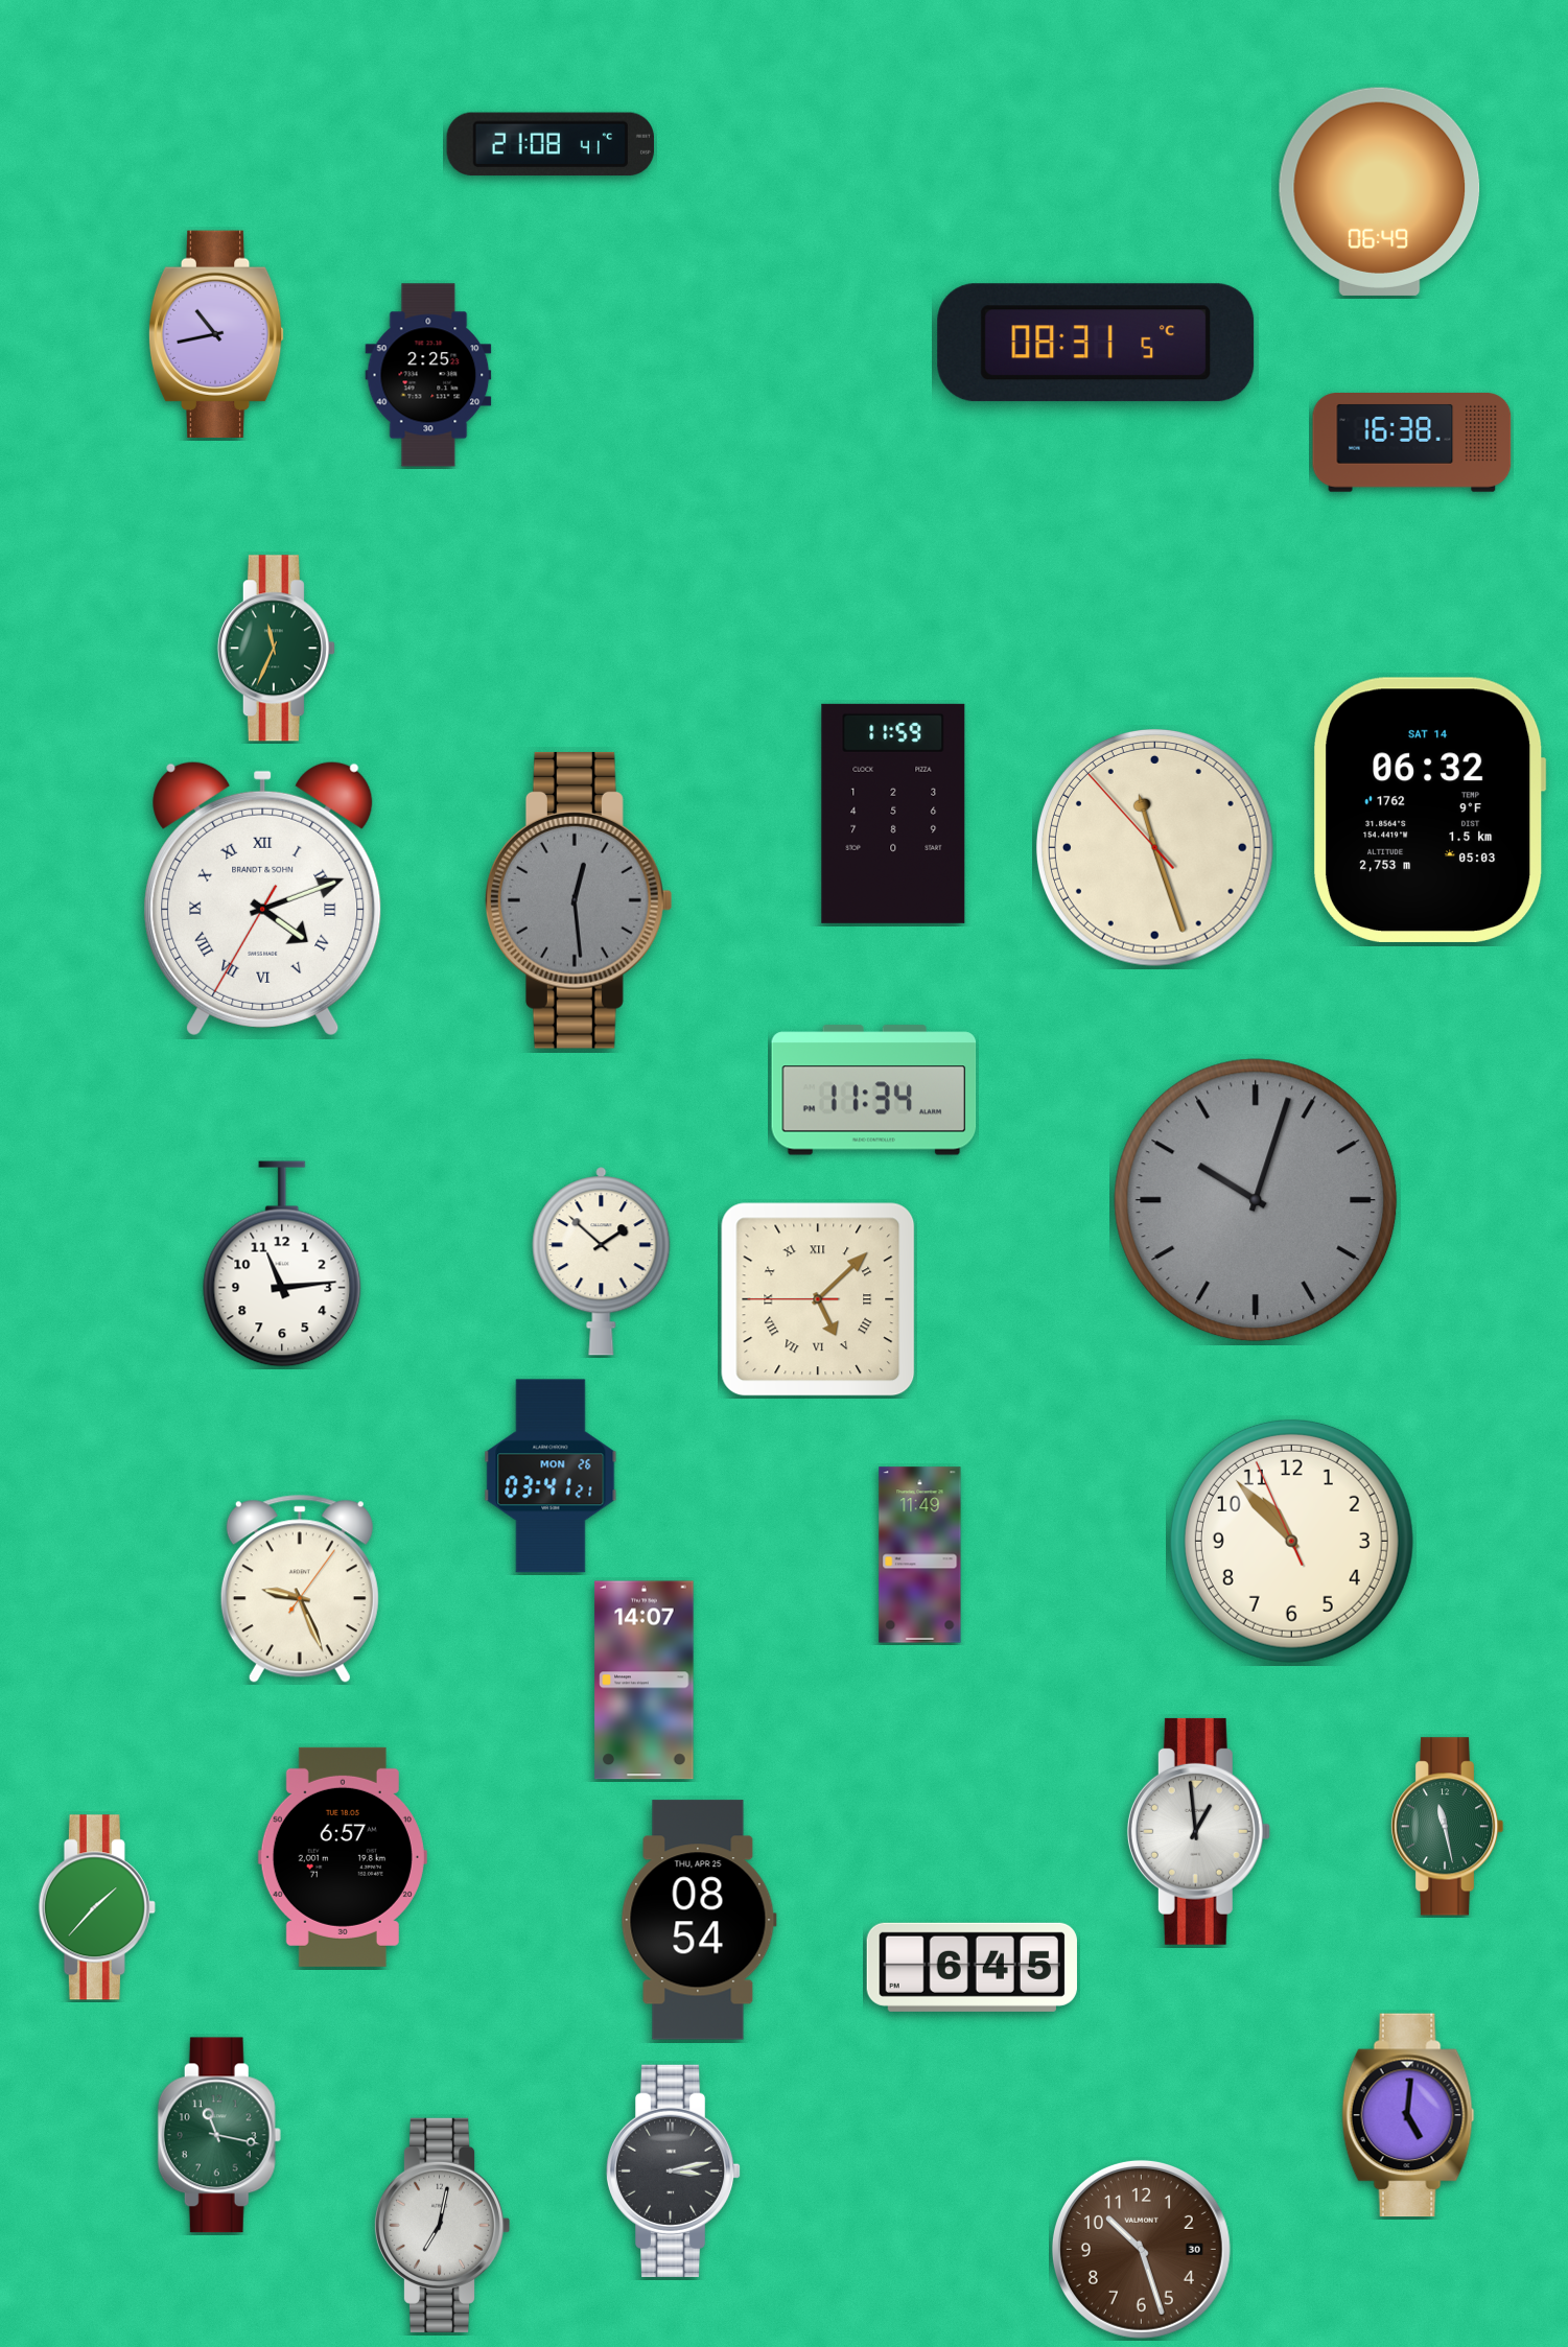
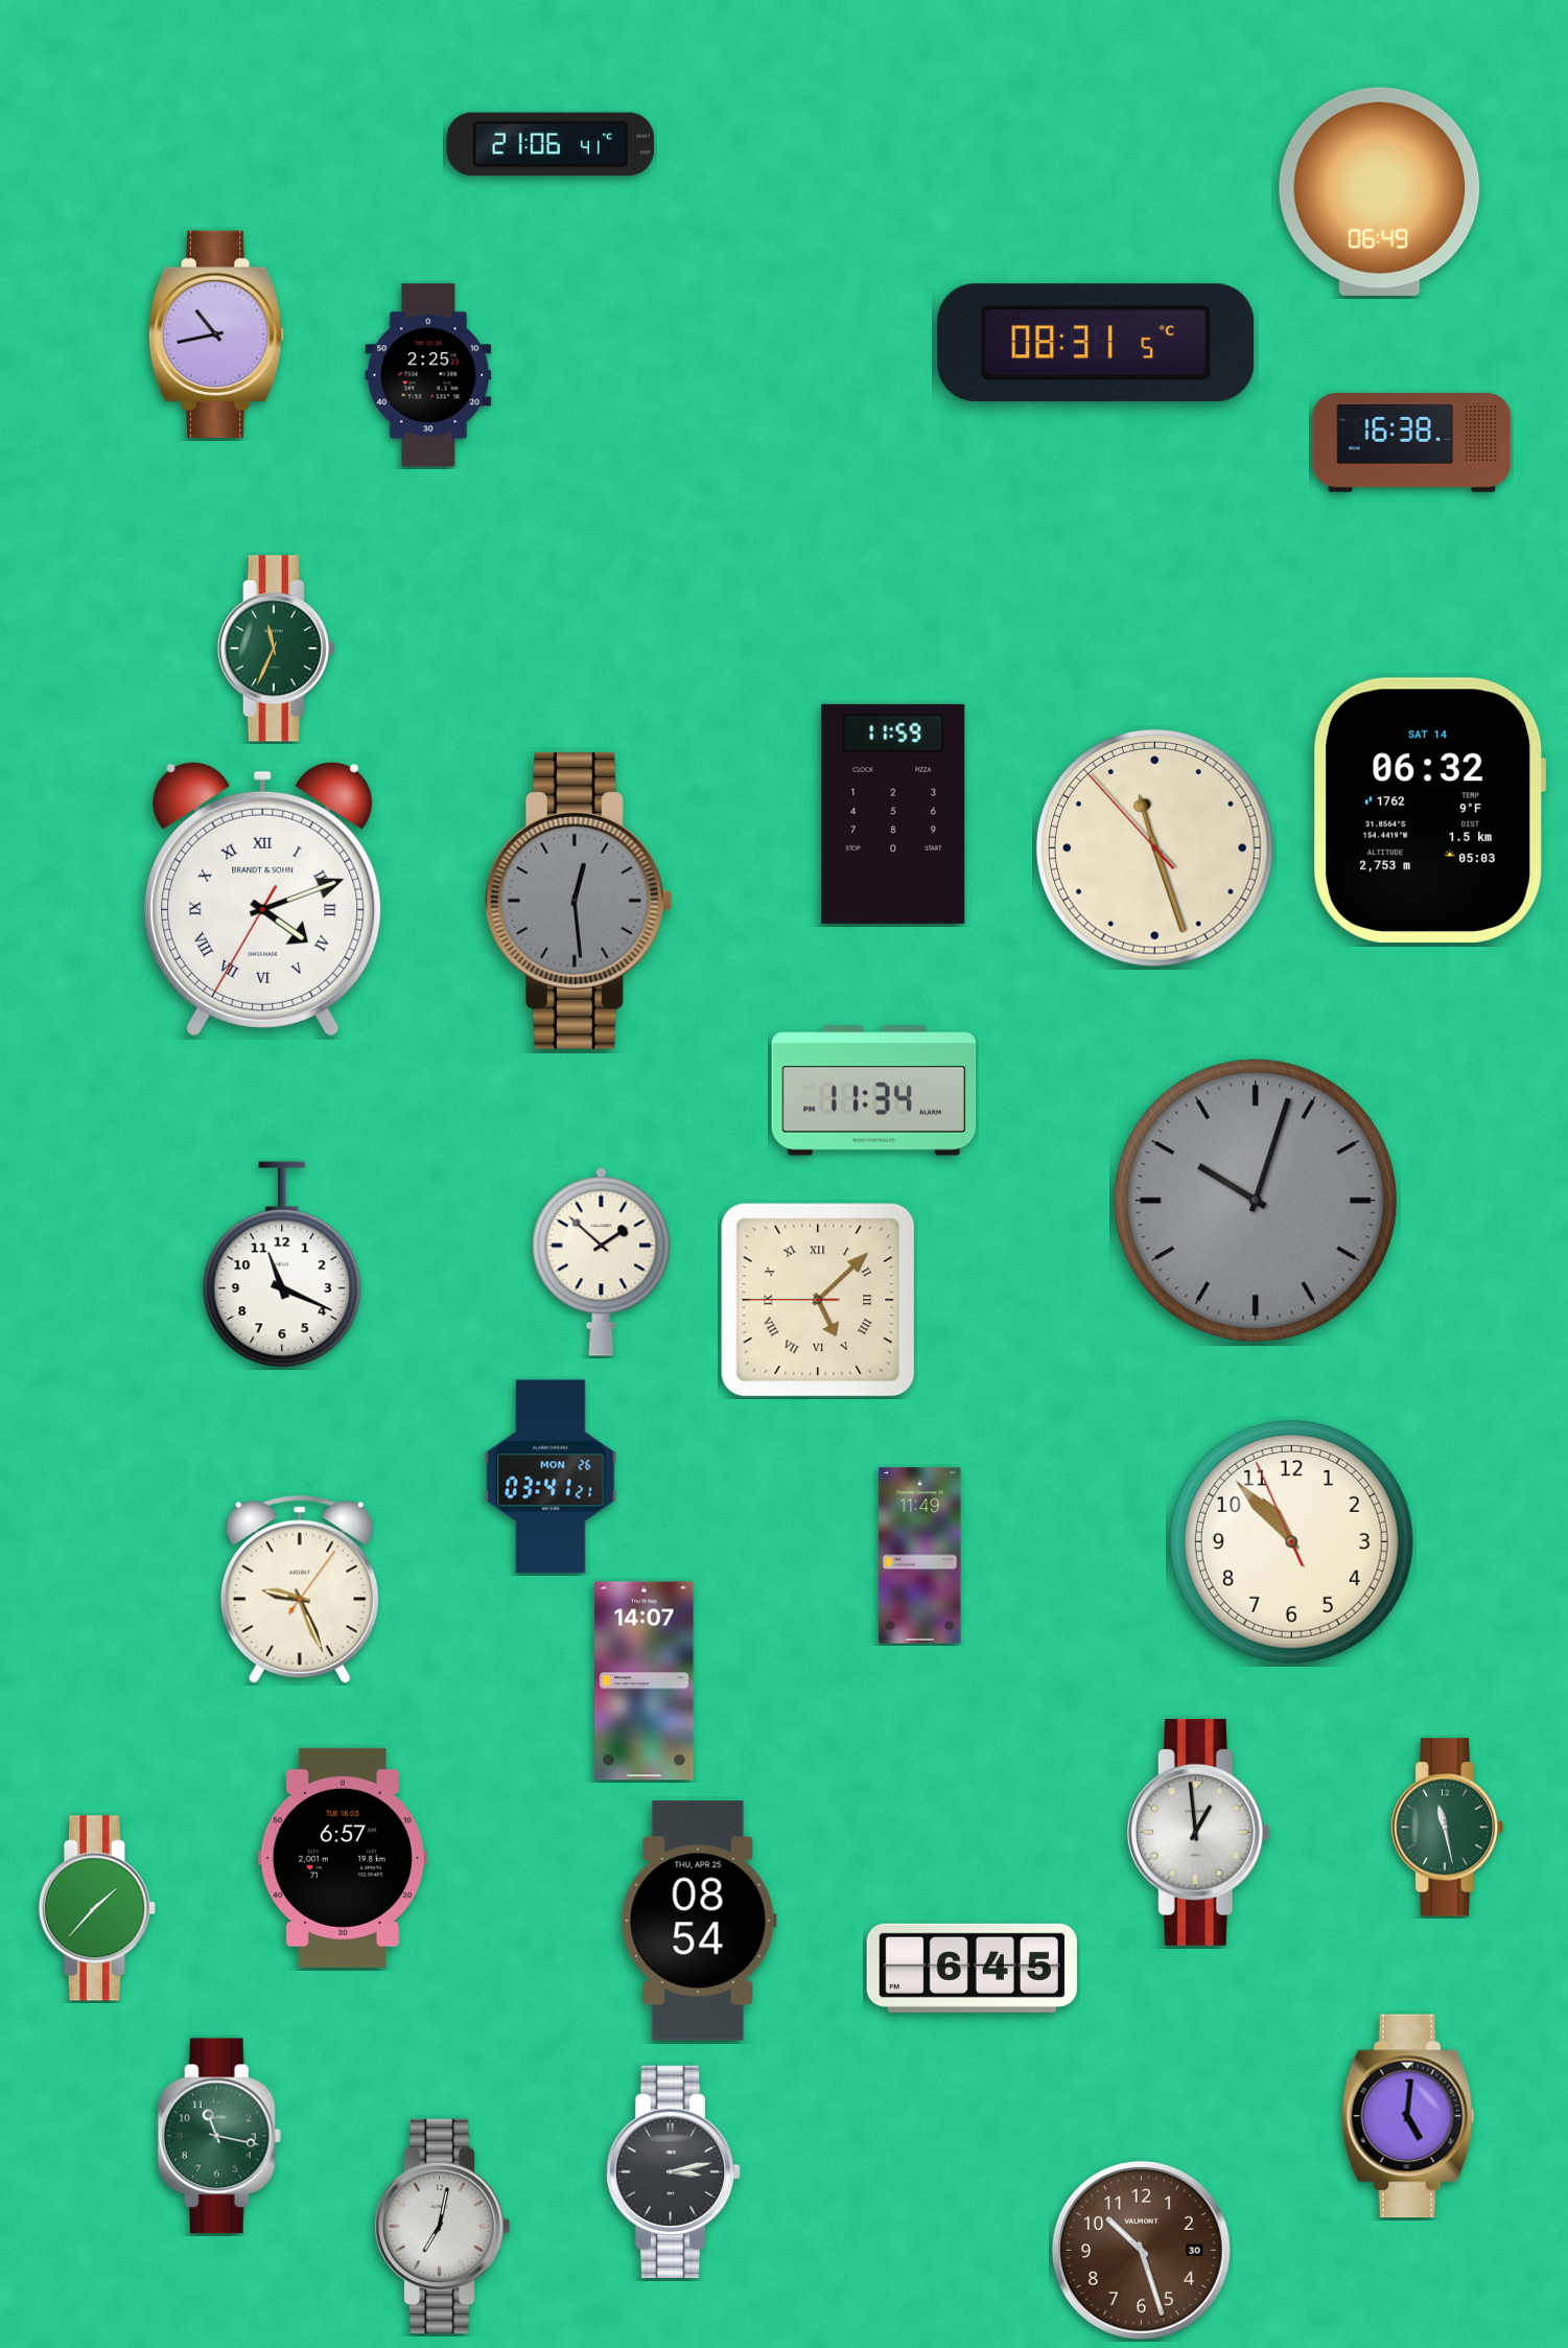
clock at (551, 144): 21:08 -> 21:06
clock at (282, 1264): 11:14 -> 11:19
